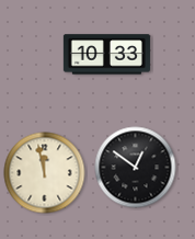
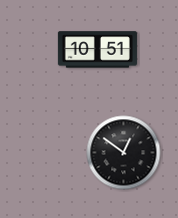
clock at (106, 55): 10:33 -> 10:51
clock at (45, 173): 11:58 -> none
